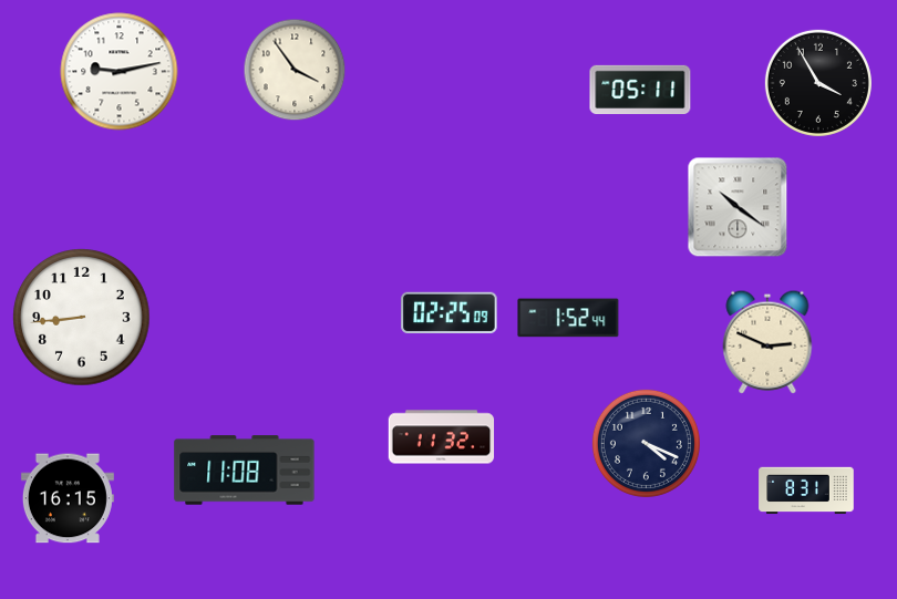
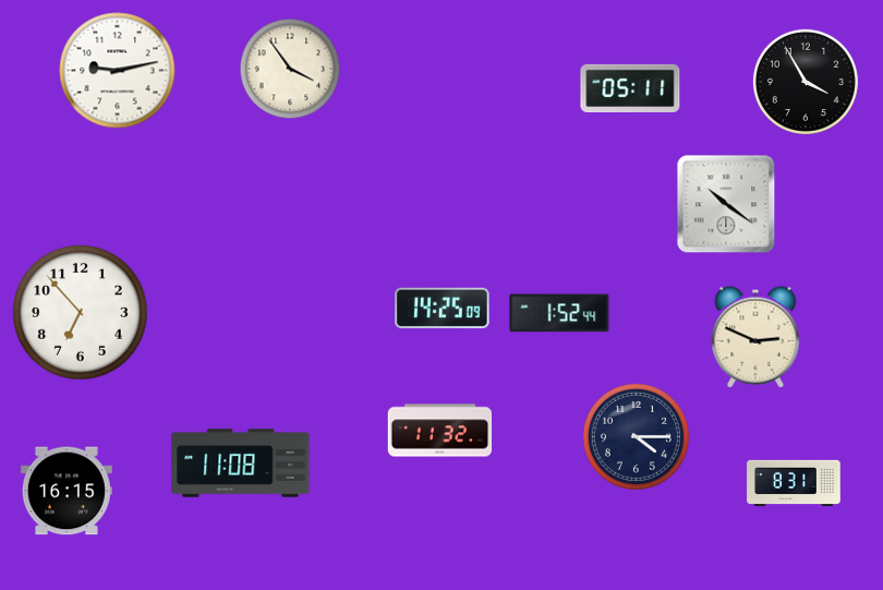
clock at (450, 313): 02:25 -> 14:25
clock at (82, 318): 8:44 -> 6:53
clock at (442, 437) position: (442, 437) -> (440, 431)
clock at (646, 443): 4:19 -> 4:15
